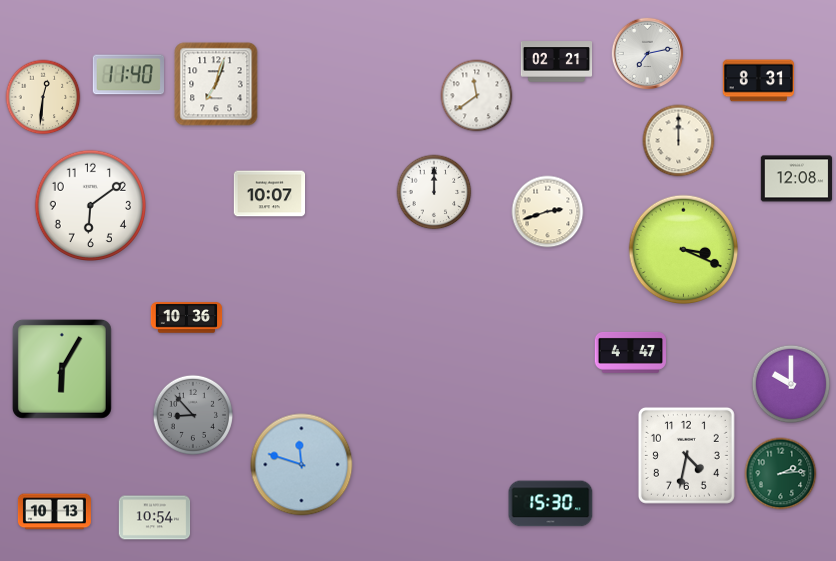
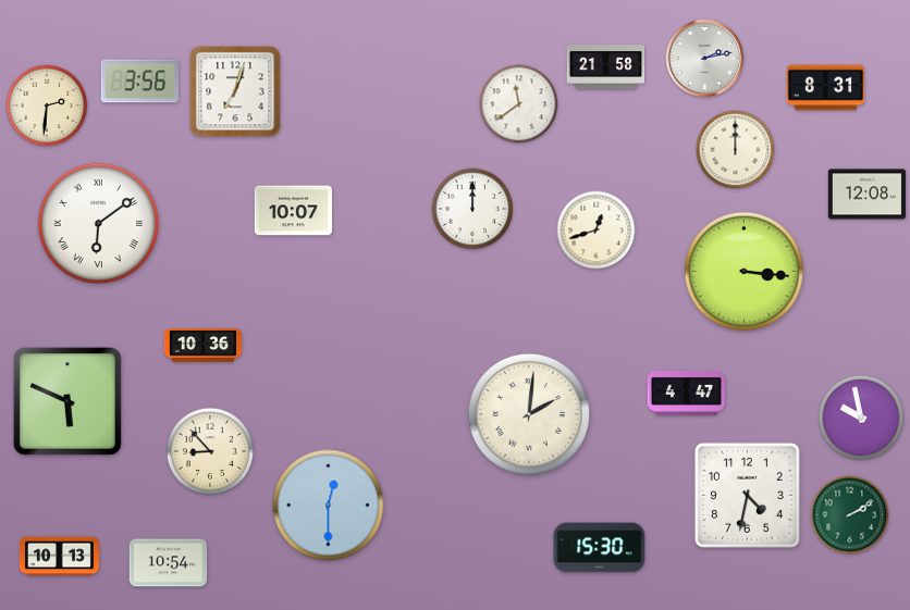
clock at (648, 54): 7:13 -> 2:13
clock at (557, 62): 02:21 -> 21:58
clock at (128, 75): 11:40 -> 3:56
clock at (43, 97): 12:31 -> 2:31
clock at (679, 141) position: (679, 141) -> (736, 150)
clock at (90, 205) numerals: Arabic -> Roman
clock at (548, 212): 2:42 -> 12:42
clock at (684, 250): 3:19 -> 3:16
clock at (631, 352) position: (631, 352) -> (687, 393)
clock at (62, 369): 6:05 -> 5:49
clock at (529, 414): none -> 2:01
clock at (791, 384): 10:00 -> 9:58
clock at (192, 414) dial: grey -> cream
clock at (302, 465): 11:48 -> 12:30
clock at (781, 474): 2:14 -> 2:10
